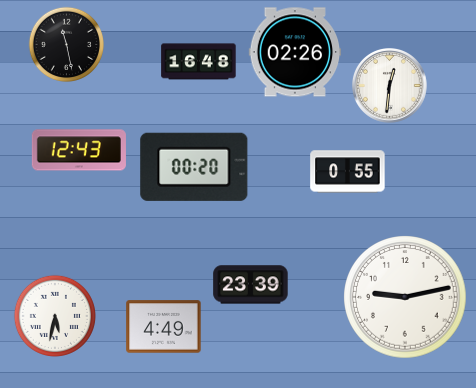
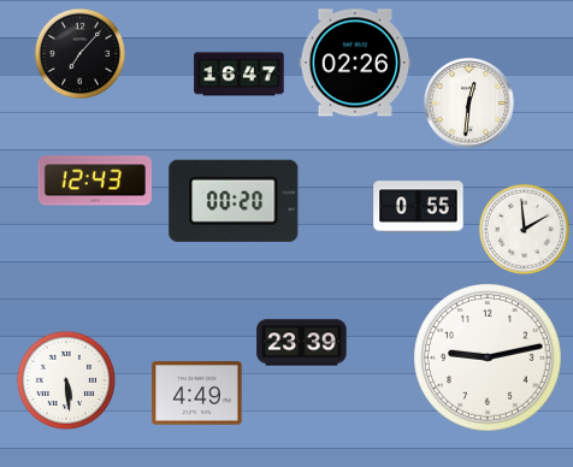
clock at (66, 44): 11:28 -> 7:07
clock at (199, 62): 16:48 -> 16:47
clock at (524, 229): none -> 1:59
clock at (55, 316): 5:32 -> 5:29
